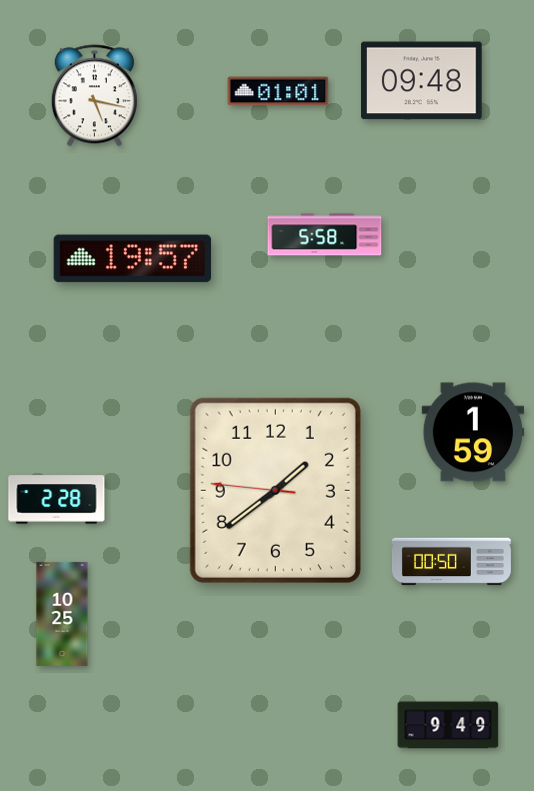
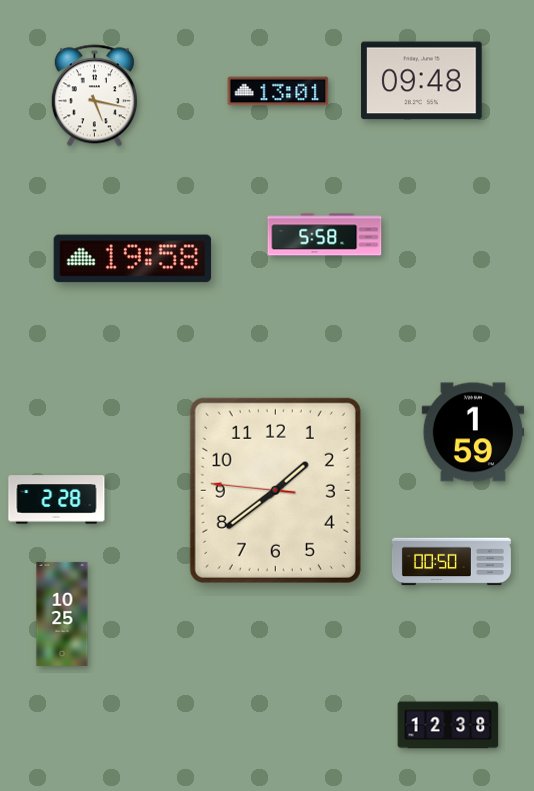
clock at (278, 91): 01:01 -> 13:01
clock at (133, 259): 19:57 -> 19:58
clock at (448, 725): 9:49 -> 12:38
